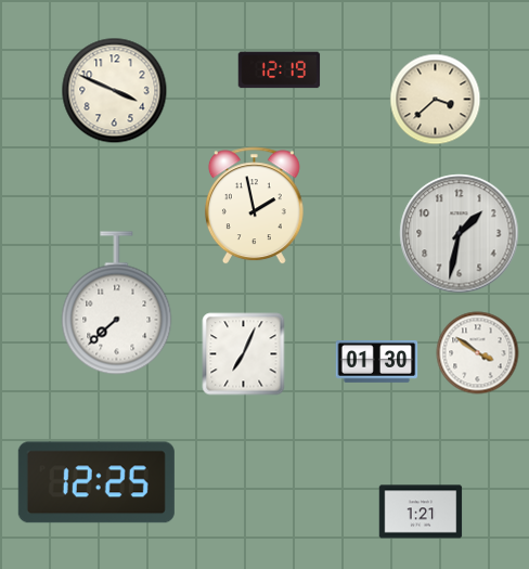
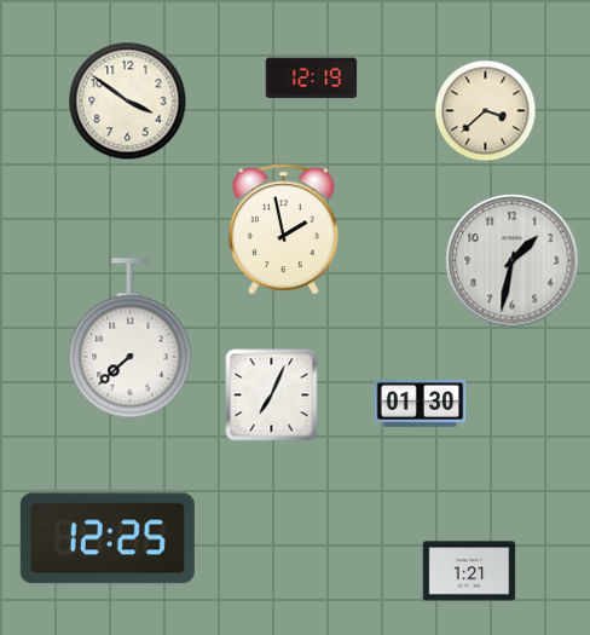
clock at (115, 91): 3:49 -> 3:51
clock at (478, 353): 3:51 -> none
